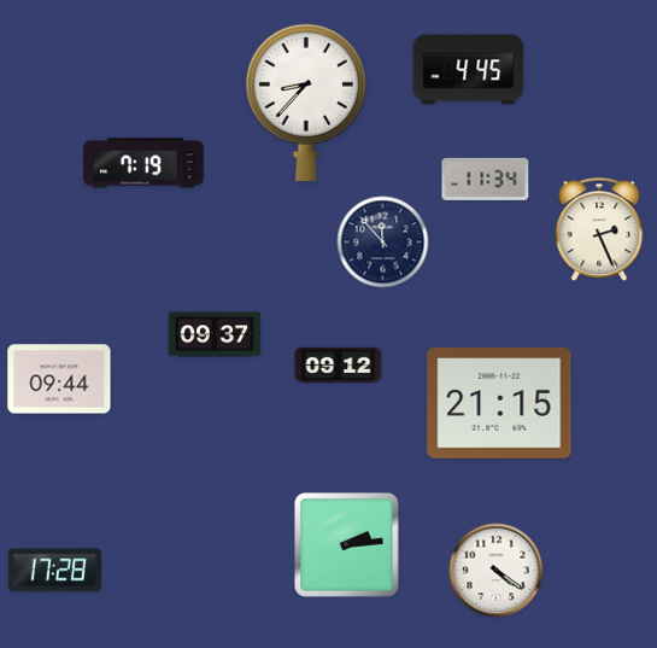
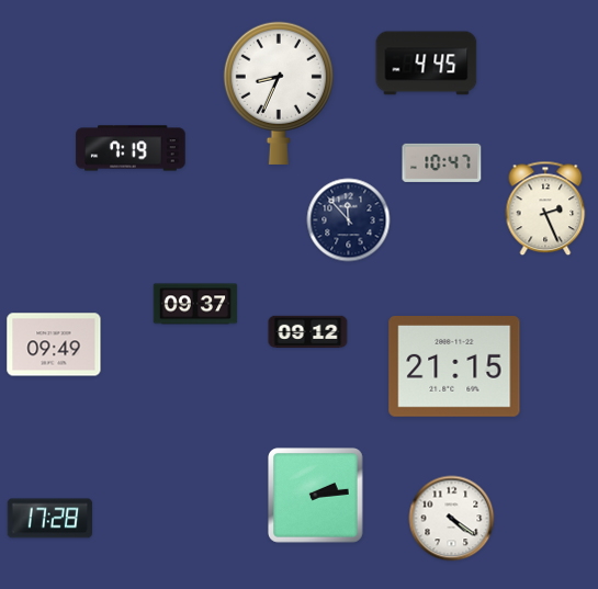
clock at (306, 103): 8:37 -> 8:34
clock at (486, 179): 11:34 -> 10:47
clock at (59, 379): 09:44 -> 09:49
